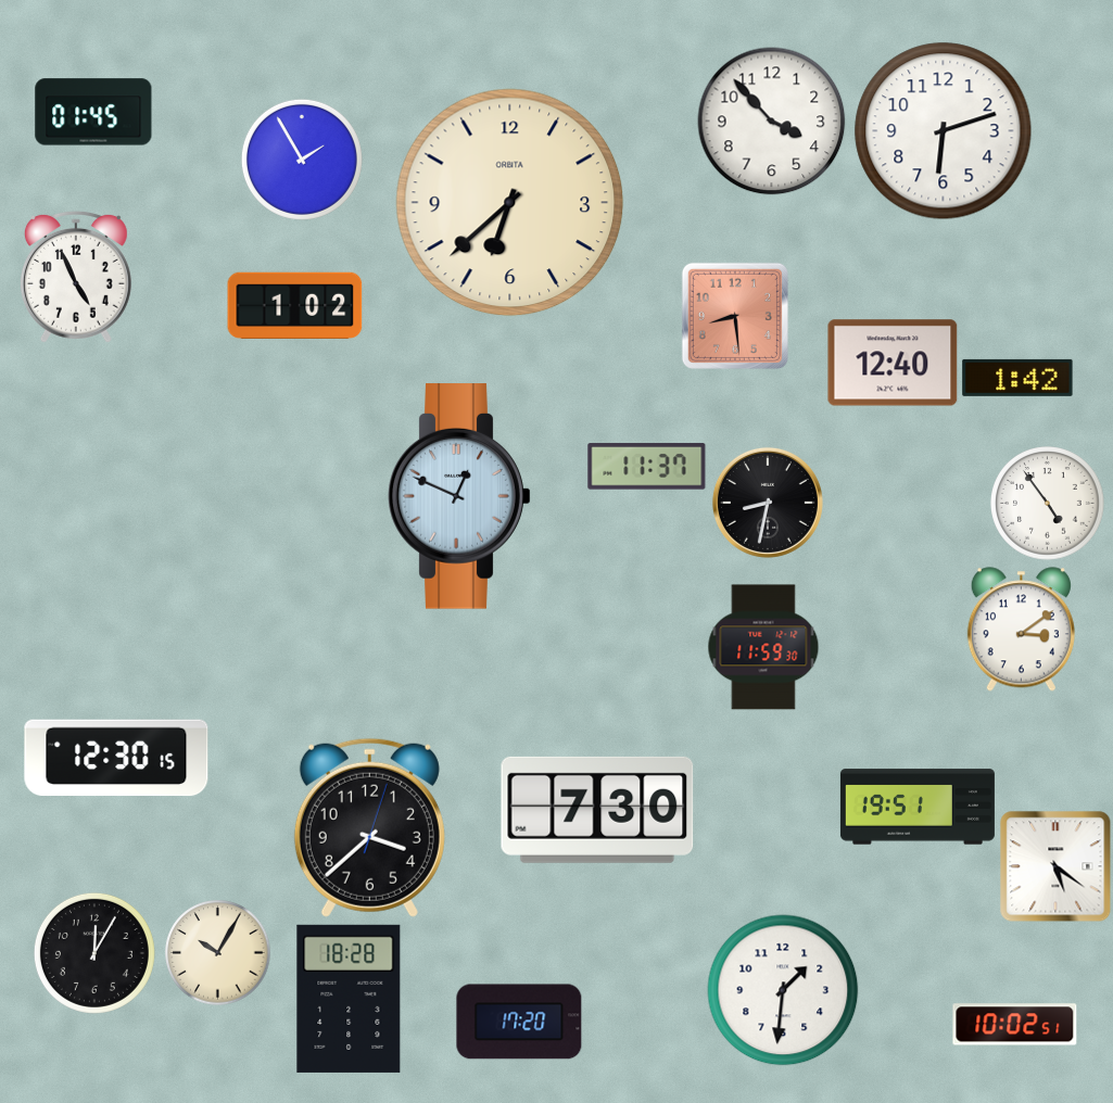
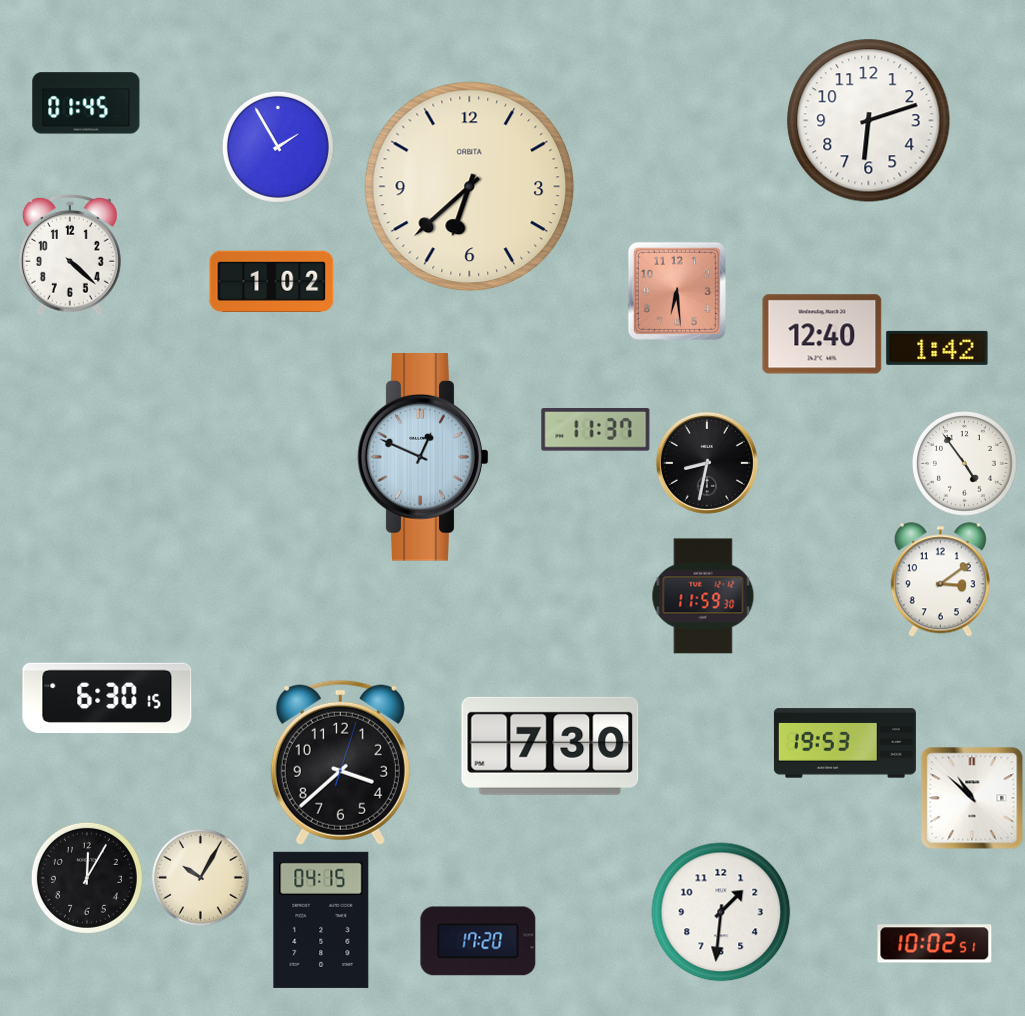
clock at (772, 122): 3:53 -> none
clock at (76, 277): 4:56 -> 4:22
clock at (735, 316): 8:29 -> 6:29
clock at (116, 758): 12:30 -> 6:30
clock at (918, 807): 19:51 -> 19:53
clock at (1055, 866): 5:21 -> 10:52
clock at (349, 999): 18:28 -> 04:15
